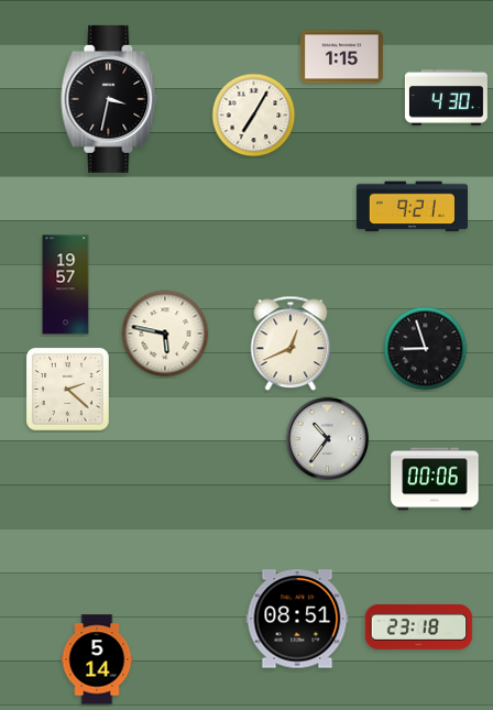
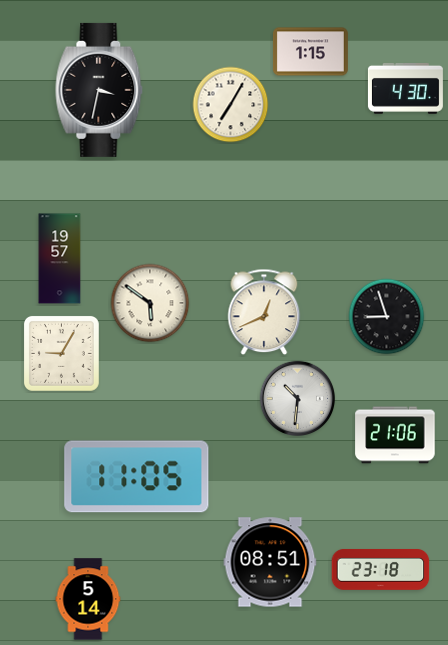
clock at (412, 207): 9:21 -> none
clock at (165, 334): 5:47 -> 5:51
clock at (67, 389): 2:22 -> 9:05
clock at (328, 439): 10:36 -> 10:31
clock at (435, 479): 00:06 -> 21:06
clock at (137, 477): none -> 11:05
